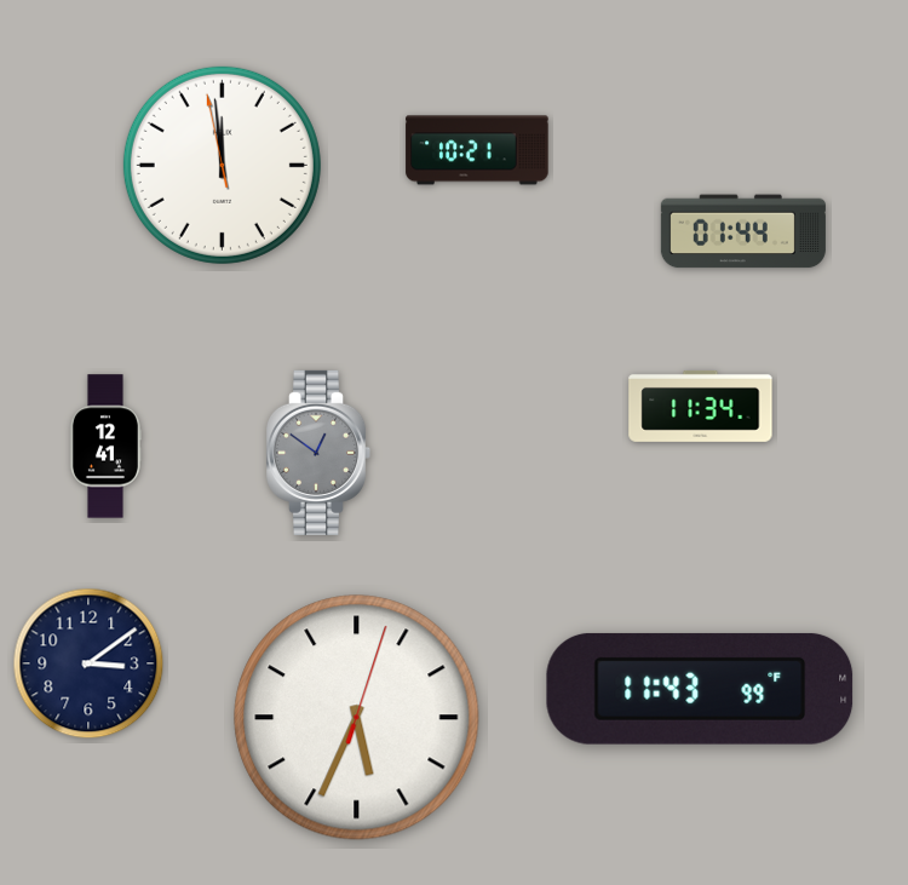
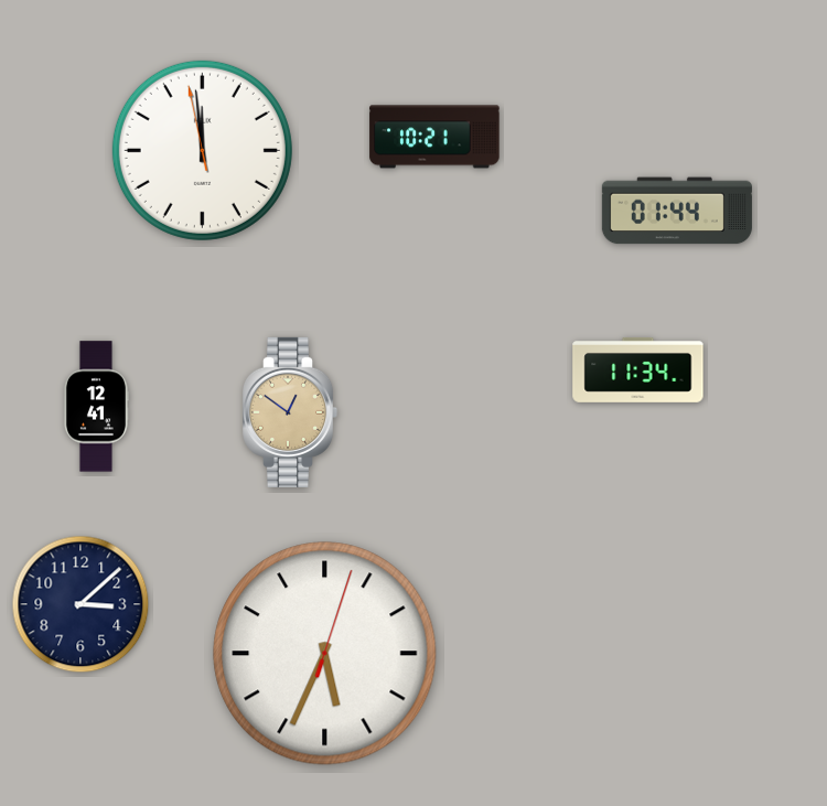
clock at (320, 453) dial: grey -> champagne
clock at (88, 663): 3:09 -> 3:08
clock at (700, 689): 11:43 -> none
